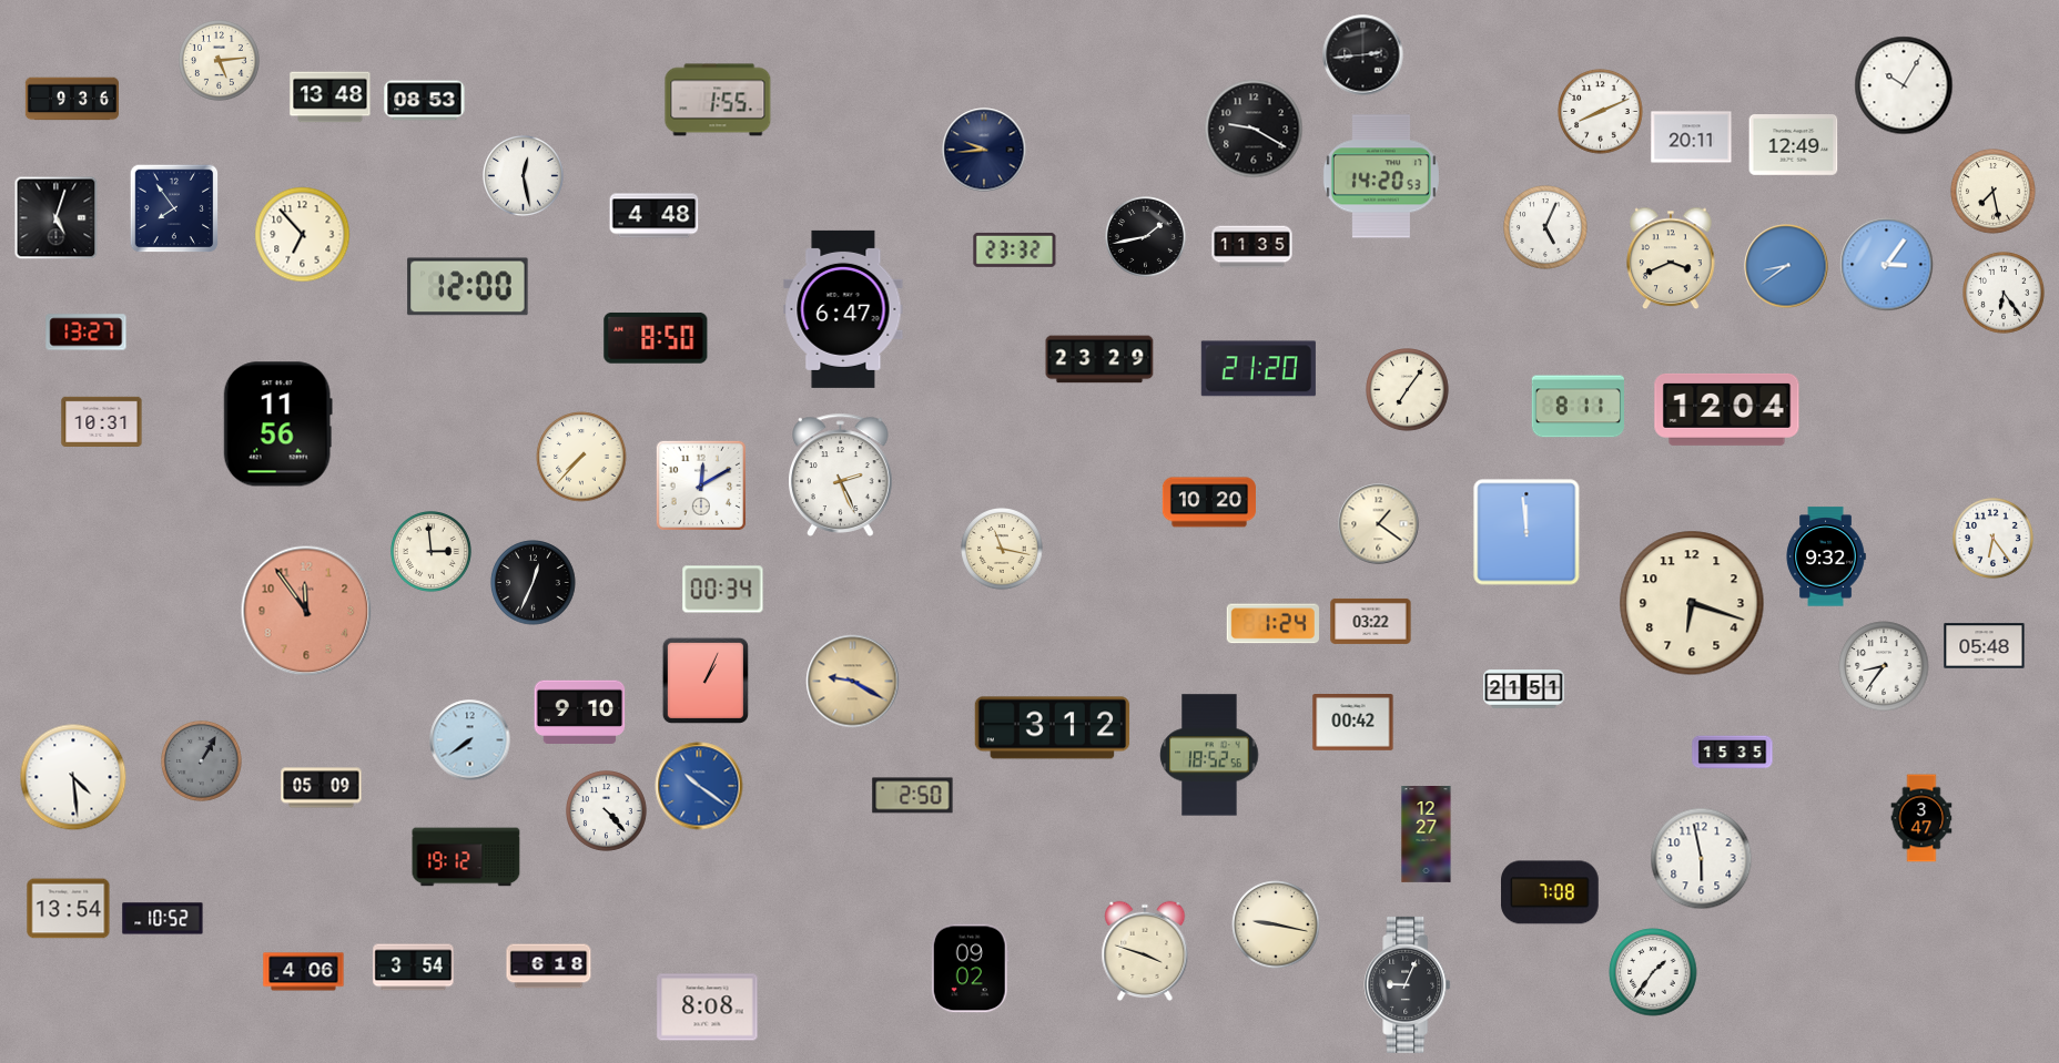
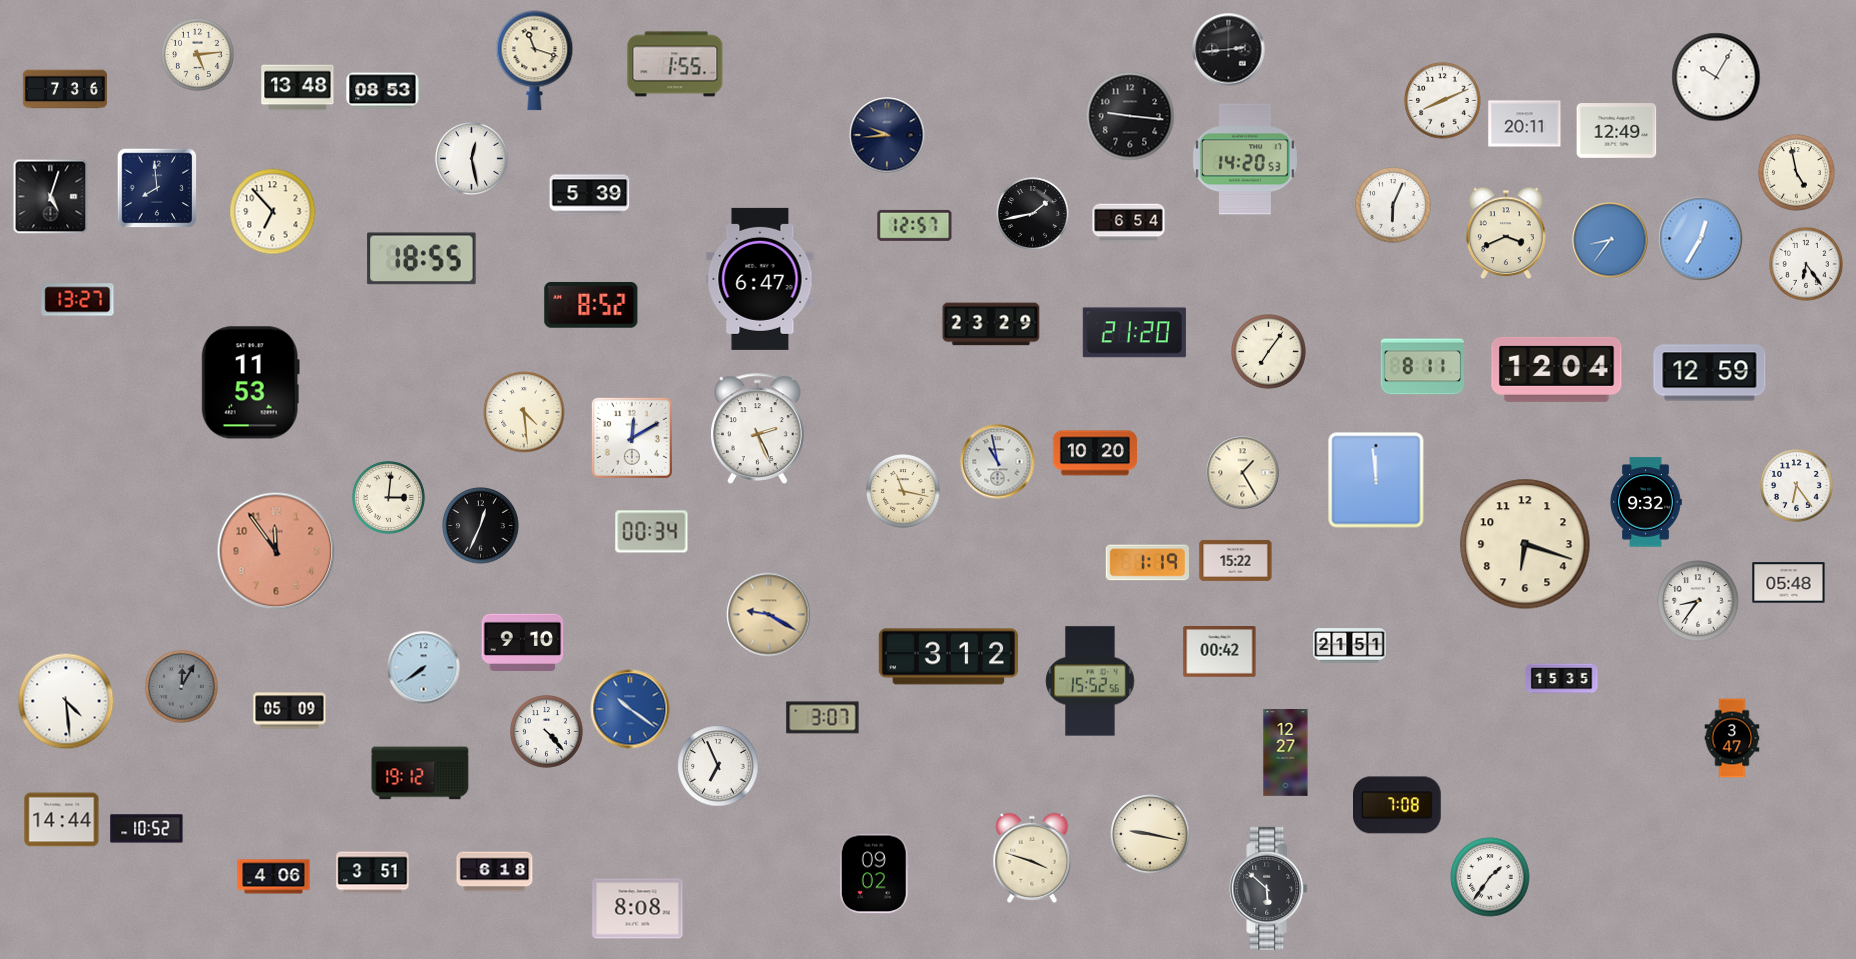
clock at (535, 61): none -> 11:18
clock at (71, 99): 9:36 -> 7:36
clock at (718, 100) position: (718, 100) -> (675, 64)
clock at (1254, 129): 9:20 -> 9:16
clock at (1994, 192): 7:28 -> 4:58
clock at (174, 208): 7:54 -> 7:59
clock at (655, 216): 4:48 -> 5:39
clock at (1545, 227): 5:04 -> 6:04
clock at (1252, 247): 11:35 -> 6:54
clock at (1015, 249): 23:32 -> 12:57
clock at (1887, 265): 3:06 -> 12:35
clock at (1786, 266): 8:39 -> 8:36
clock at (468, 287): 12:00 -> 18:55
clock at (656, 338): 8:50 -> 8:52
clock at (1710, 373): none -> 12:59
clock at (102, 421): 10:31 -> none
clock at (277, 425): 11:56 -> 11:53
clock at (581, 457): 7:37 -> 4:29
clock at (1209, 502) position: (1209, 502) -> (1095, 453)
clock at (998, 462): none -> 10:58
clock at (1379, 524): 1:21 -> 1:25
clock at (1003, 550) position: (1003, 550) -> (904, 492)
clock at (432, 552): 2:59 -> 3:01
clock at (1371, 621): 03:22 -> 15:22
clock at (1272, 624): 1:24 -> 1:19
clock at (706, 681): 1:04 -> none
clock at (1524, 689) position: (1524, 689) -> (1350, 646)
clock at (1209, 755): 18:52 -> 15:52
clock at (202, 762): 1:05 -> 12:05
clock at (913, 796): 2:50 -> 3:07
clock at (718, 766): none -> 6:56
clock at (1702, 859): 5:58 -> none
clock at (69, 909): 13:54 -> 14:44
clock at (414, 968): 3:54 -> 3:51
clock at (1408, 984): 9:04 -> 5:52
